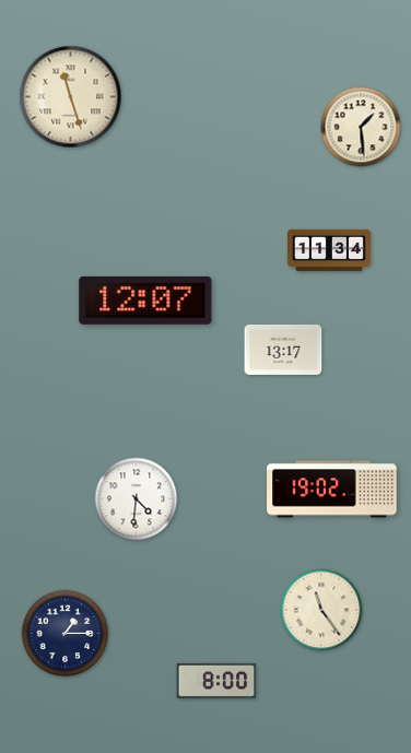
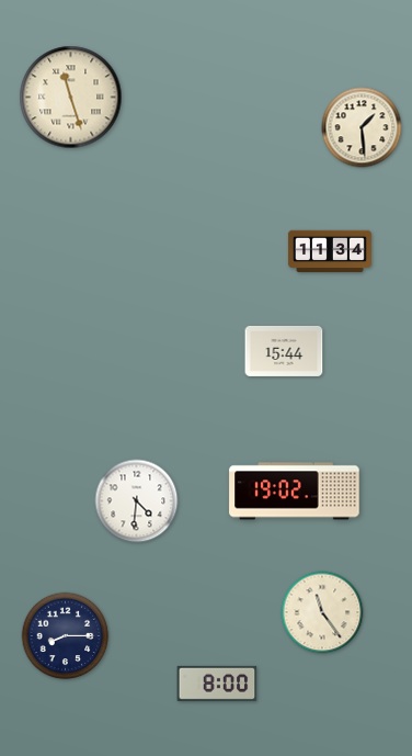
clock at (145, 301): 12:07 -> none
clock at (283, 350): 13:17 -> 15:44
clock at (332, 490) position: (332, 490) -> (295, 492)
clock at (66, 634): 1:15 -> 8:15
